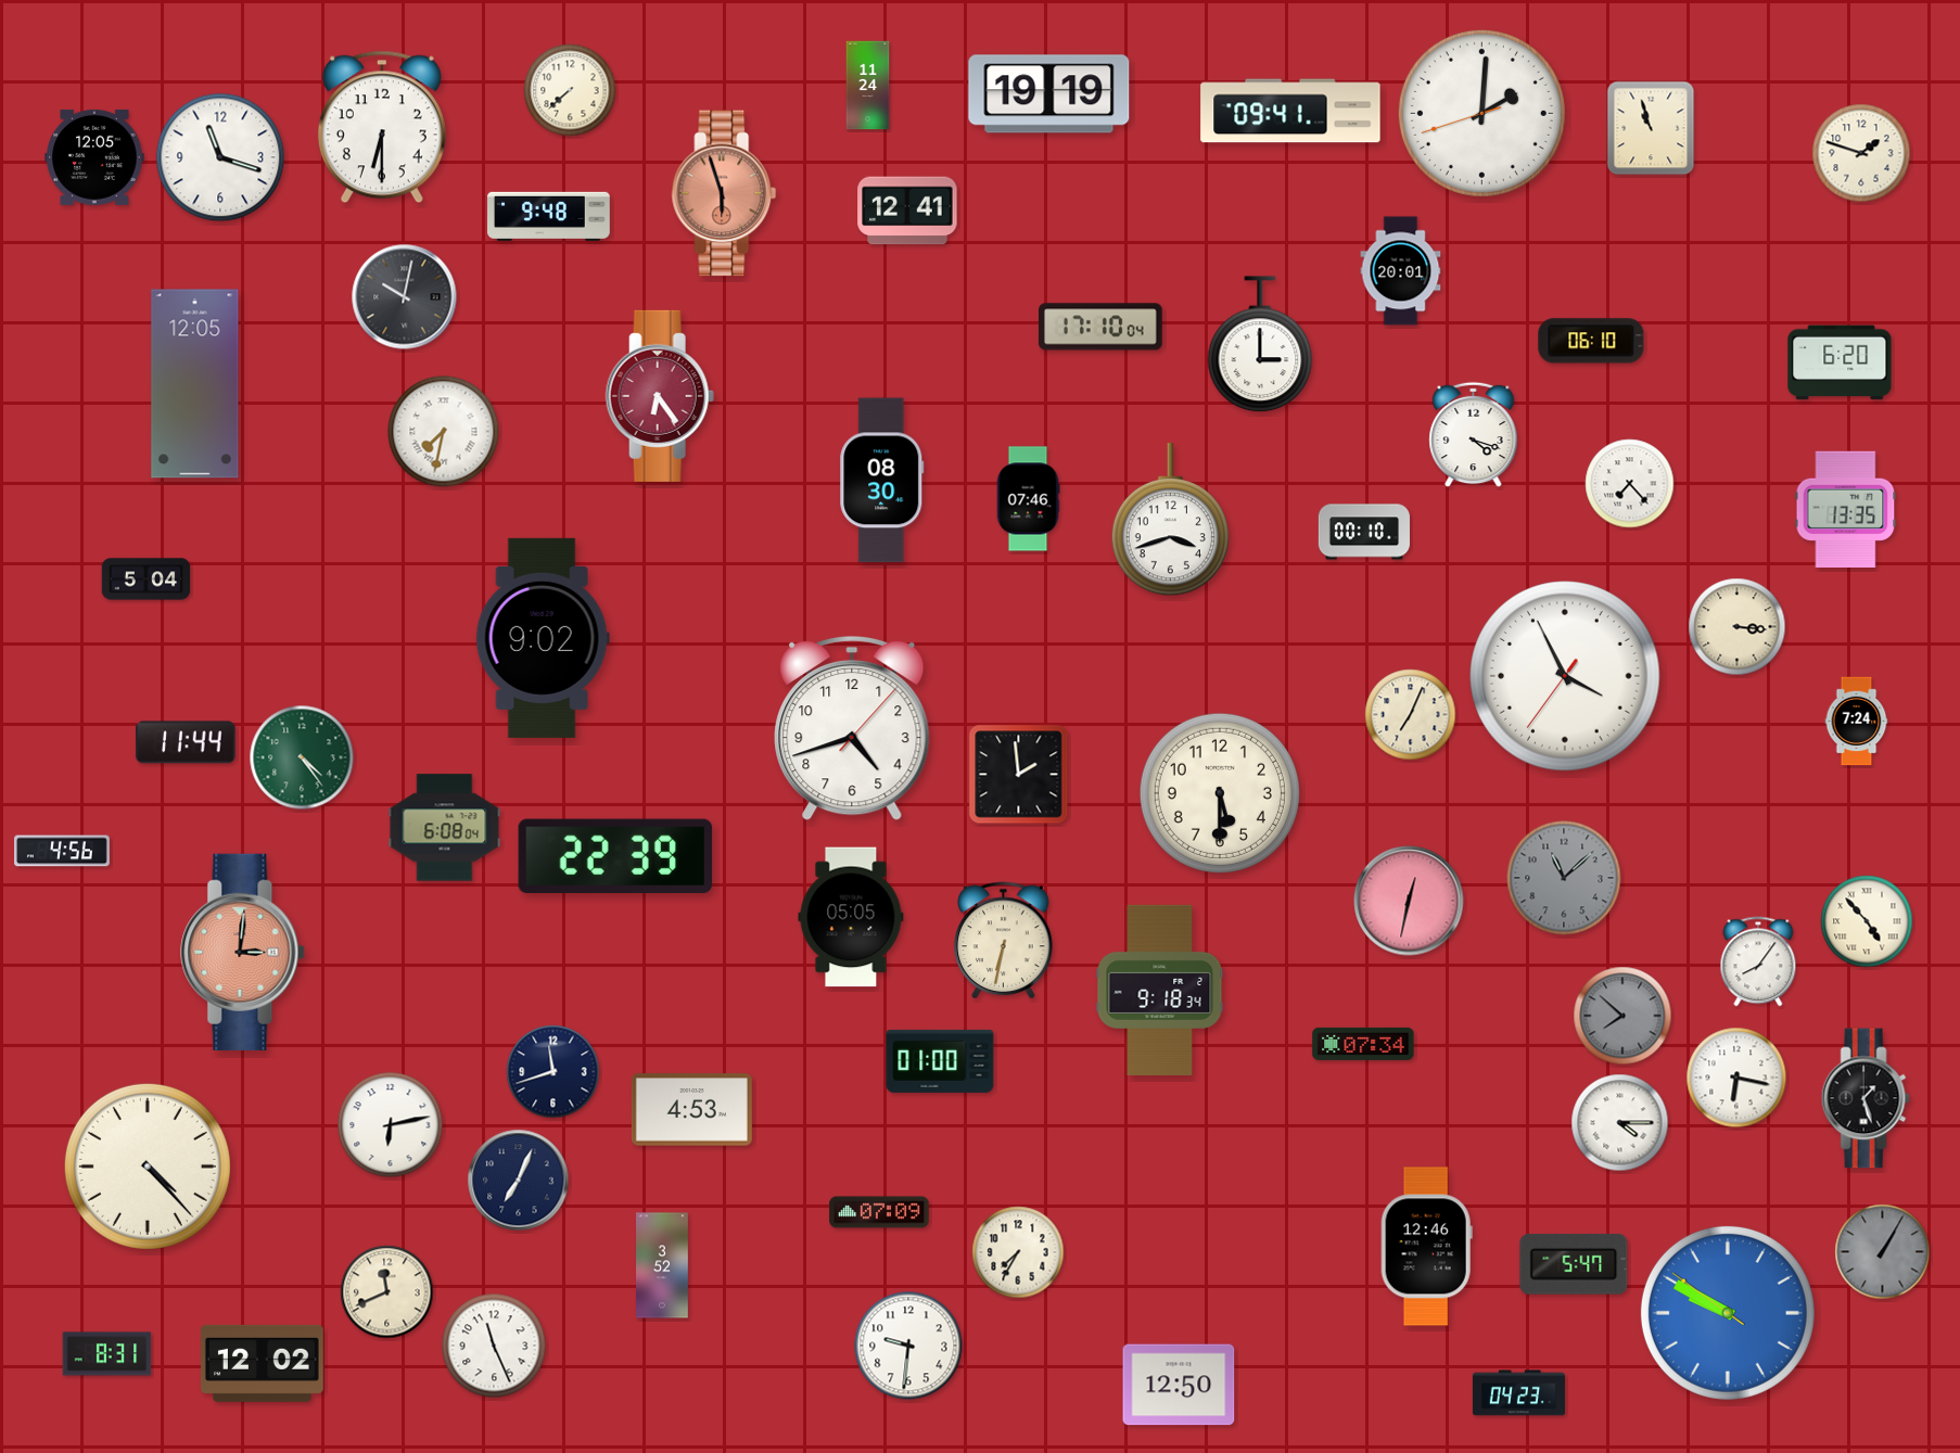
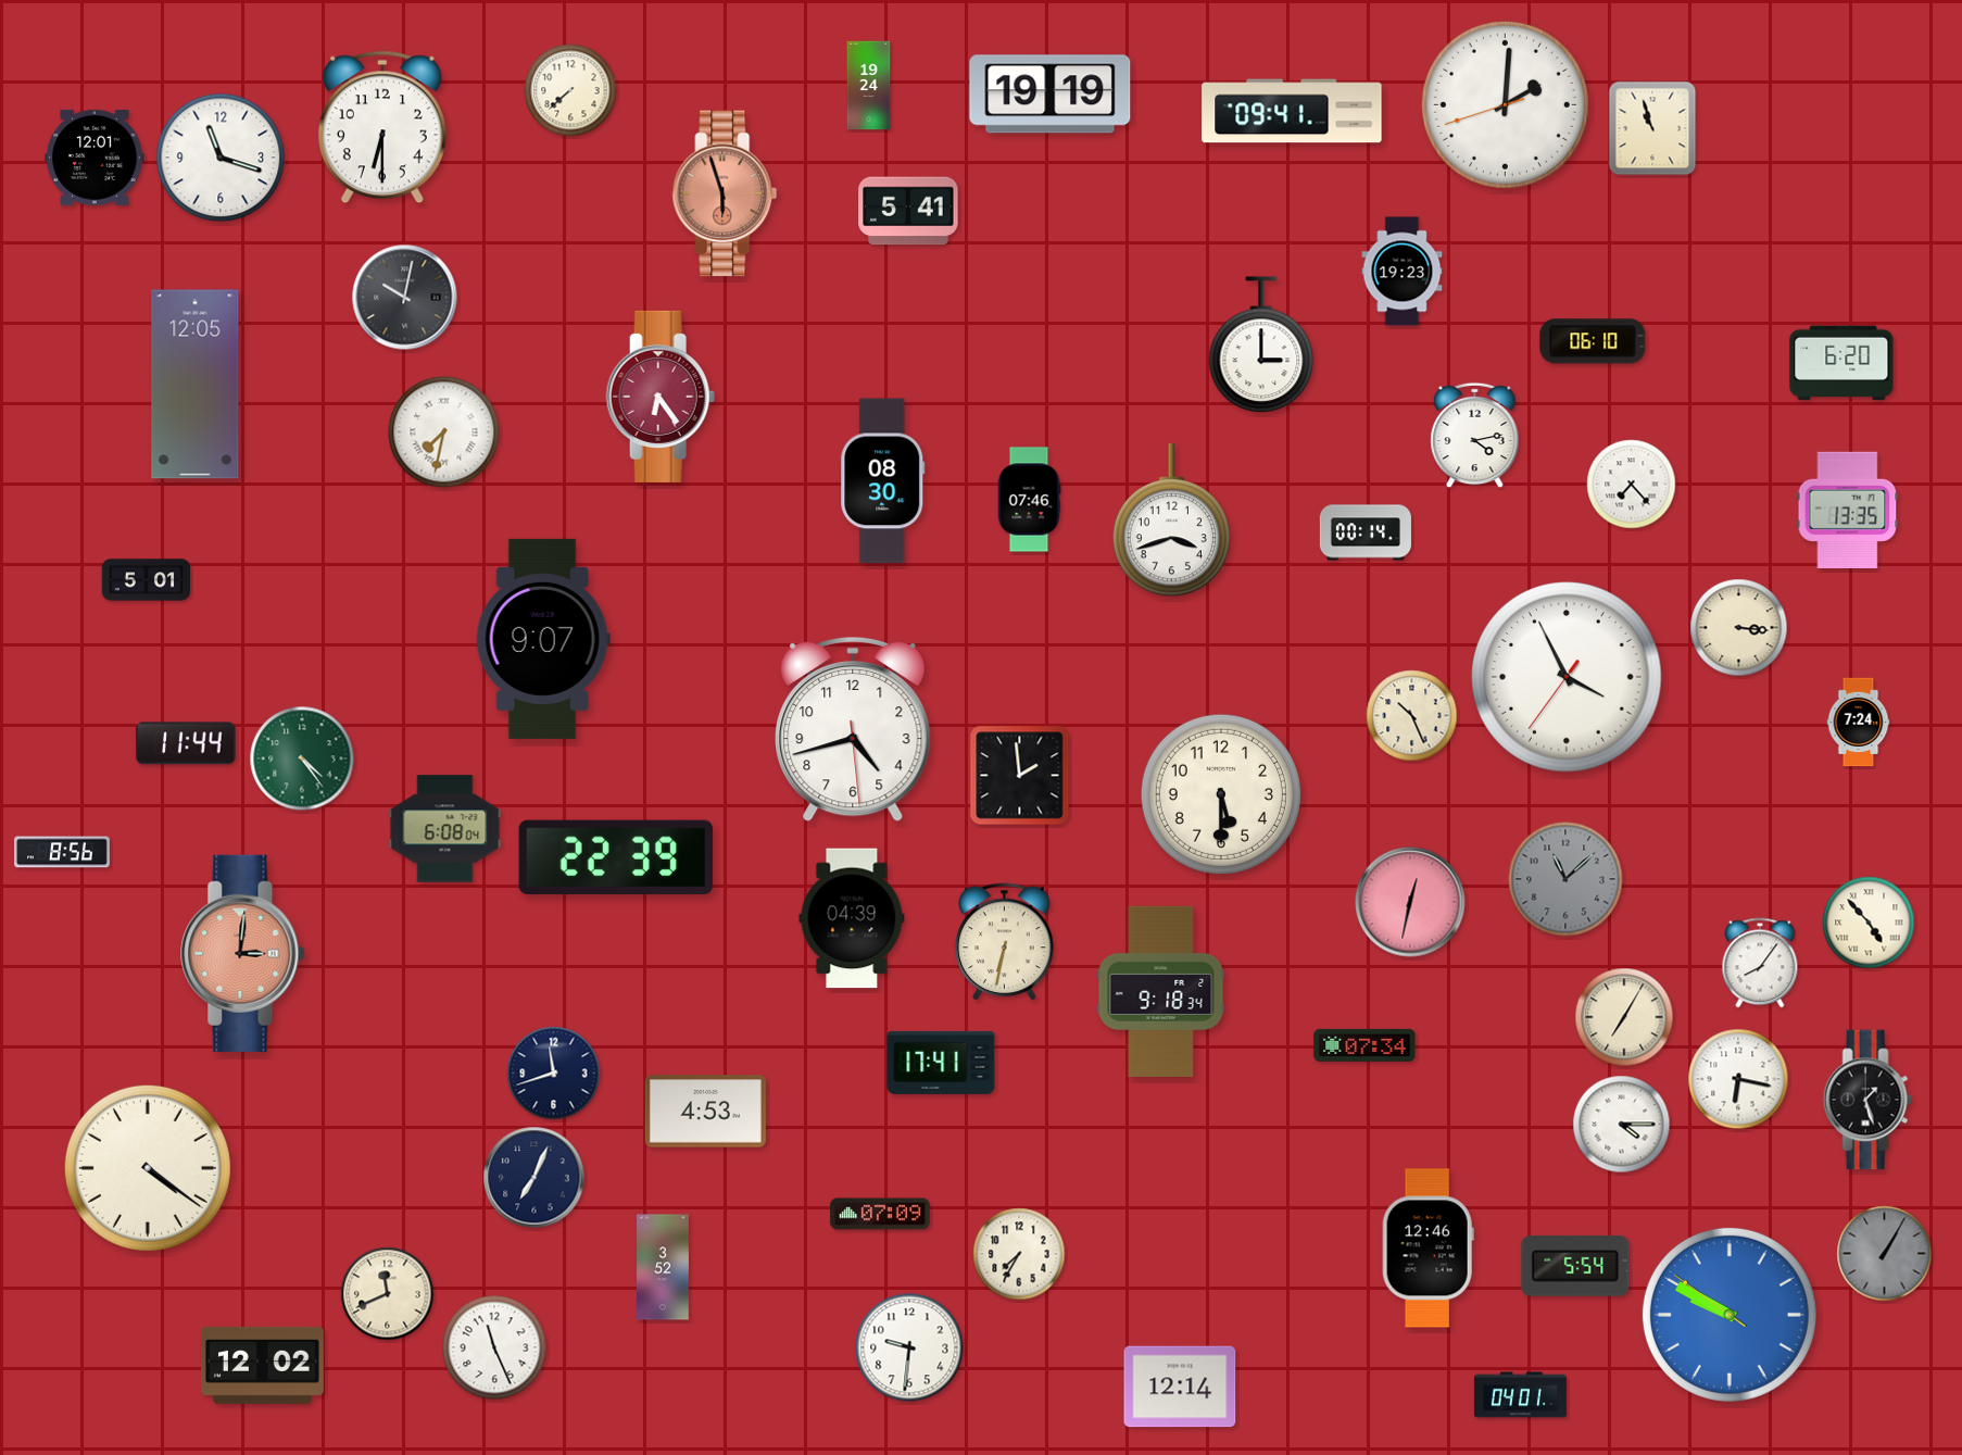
clock at (868, 86): 11:24 -> 19:24
clock at (1481, 113) position: (1481, 113) -> (1505, 104)
clock at (1861, 153): 1:48 -> none
clock at (94, 157): 12:05 -> 12:01
clock at (907, 211): 12:41 -> 5:41
clock at (549, 216): 9:48 -> none
clock at (1401, 271): 20:01 -> 19:23
clock at (1102, 327): 17:10 -> none
clock at (1474, 435): 4:18 -> 4:13
clock at (1364, 532): 00:10 -> 00:14
clock at (147, 579): 5:04 -> 5:01
clock at (543, 638): 9:02 -> 9:07
clock at (1411, 715): 7:04 -> 10:26
clock at (852, 728): 4:42:07 -> 4:42:29
clock at (63, 851): 4:56 -> 8:56
clock at (851, 917): 05:05 -> 04:39
clock at (1622, 1016): 7:52 -> 7:05
clock at (1622, 1016) dial: grey -> cream
clock at (940, 1061): 01:00 -> 17:41
clock at (691, 1110) position: (691, 1110) -> (705, 1112)
clock at (391, 1125): 6:13 -> none
clock at (148, 1167): 4:23 -> 4:21
clock at (519, 1181) position: (519, 1181) -> (534, 1178)
clock at (1574, 1264): 5:47 -> 5:54
clock at (107, 1354): 8:31 -> none
clock at (1179, 1385): 12:50 -> 12:14
clock at (1518, 1393): 04:23 -> 04:01
